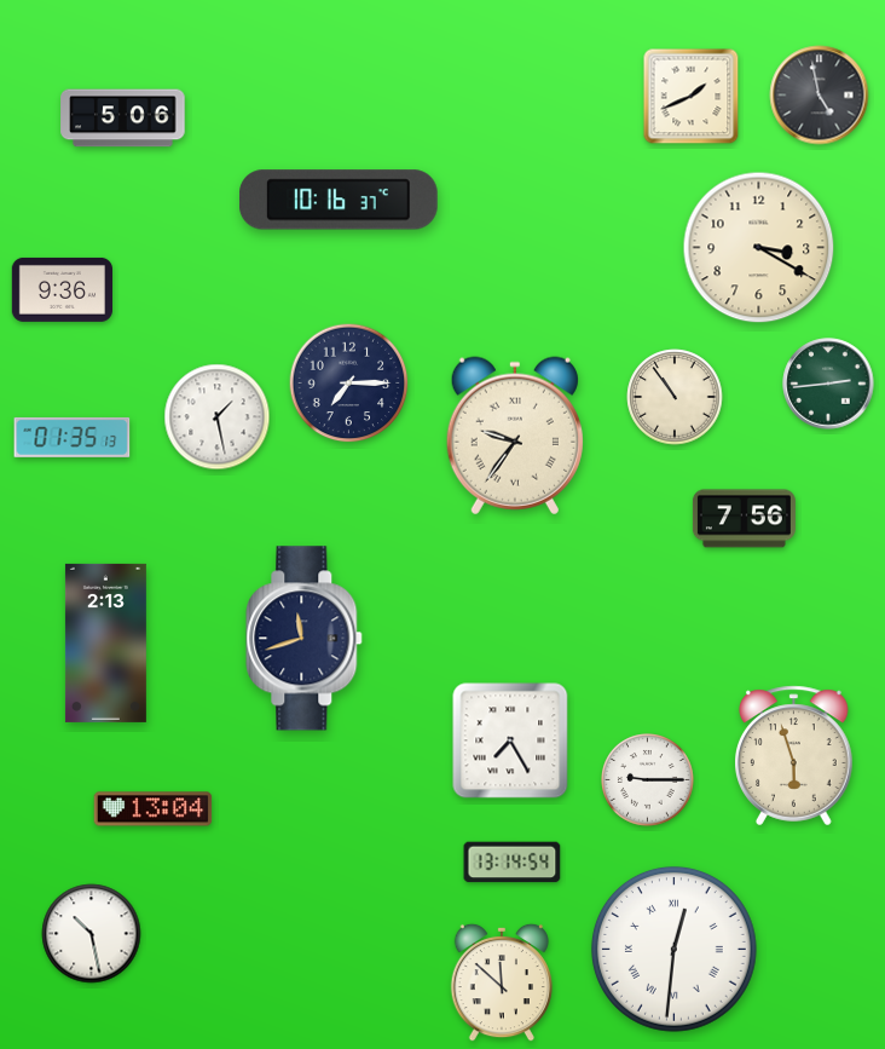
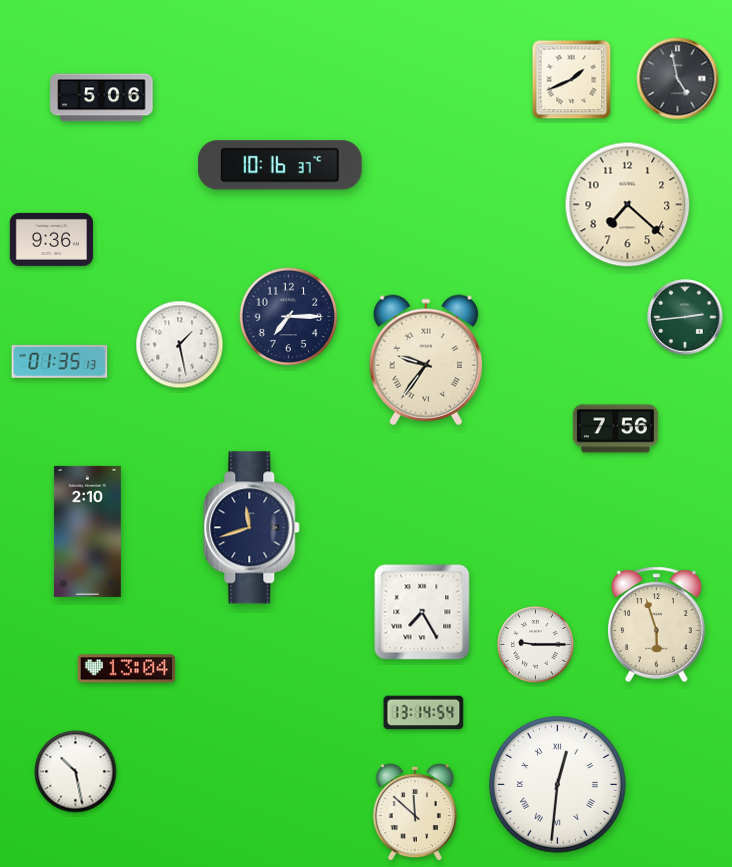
clock at (759, 248): 3:20 -> 7:22
clock at (675, 397): 10:54 -> none
clock at (105, 642): 2:13 -> 2:10
